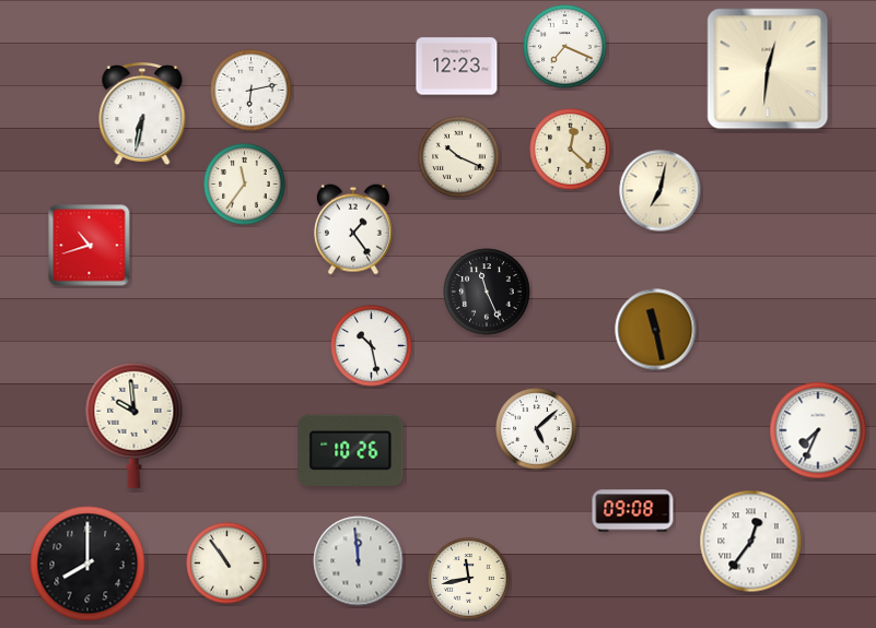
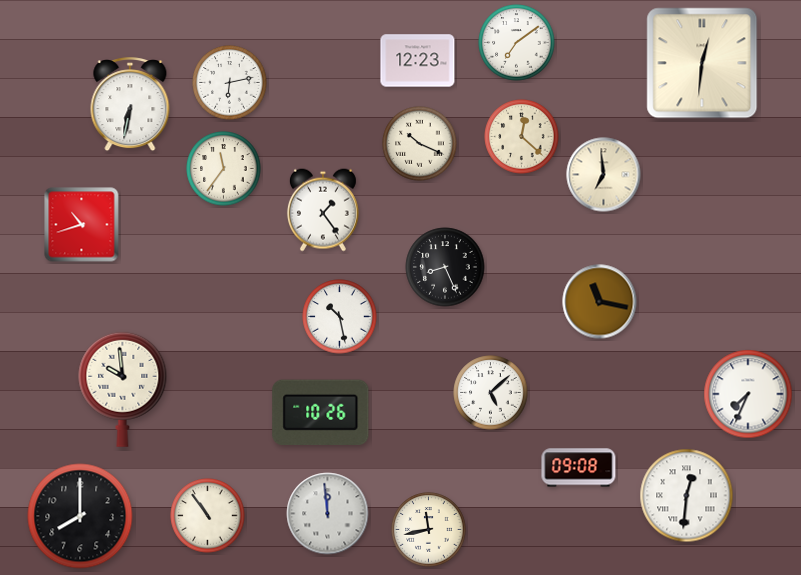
clock at (565, 47): 7:19 -> 7:09
clock at (661, 191): 7:02 -> 6:59
clock at (487, 292): 11:26 -> 8:26
clock at (656, 330): 11:28 -> 11:17
clock at (751, 542): 12:36 -> 12:31
